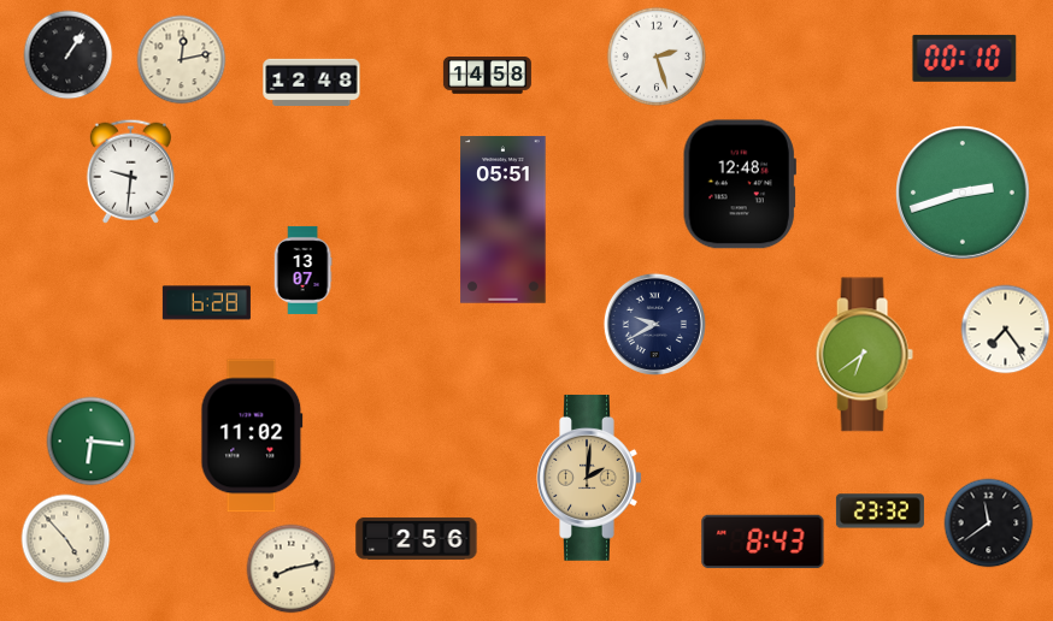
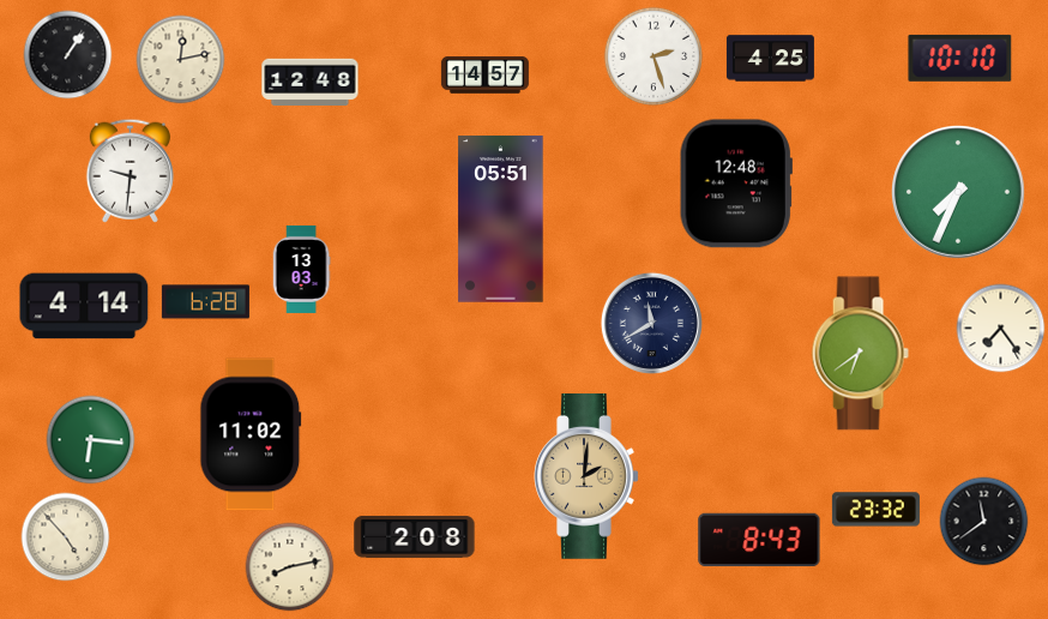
clock at (965, 58): 00:10 -> 10:10
clock at (770, 59): none -> 4:25
clock at (487, 76): 14:58 -> 14:57
clock at (964, 194): 2:42 -> 7:34
clock at (302, 270): 13:07 -> 13:03
clock at (84, 306): none -> 4:14
clock at (654, 324): 9:40 -> 11:40
clock at (417, 538): 2:56 -> 2:08
